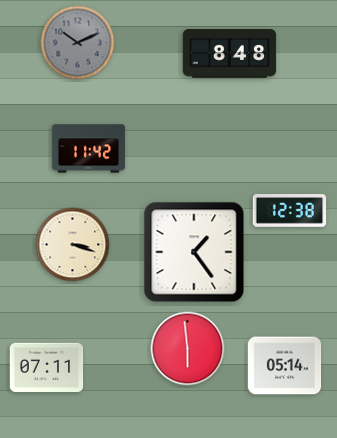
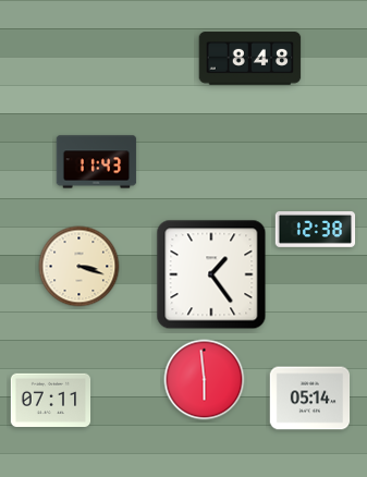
clock at (78, 43): 10:11 -> none
clock at (89, 149): 11:42 -> 11:43
